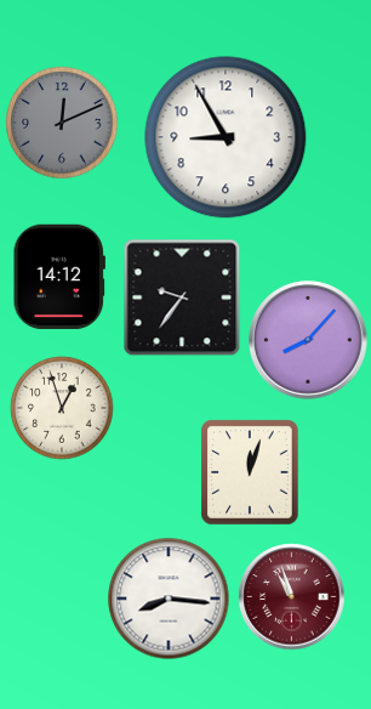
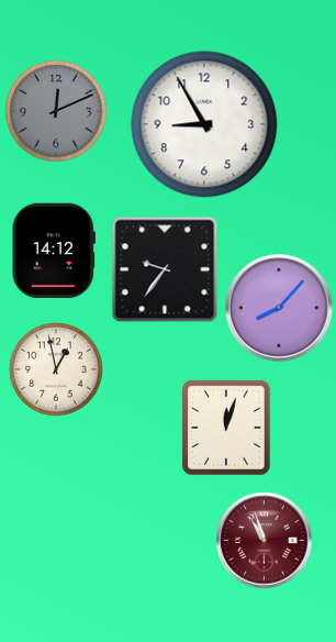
clock at (62, 408): 12:57 -> 12:58
clock at (169, 599): 8:16 -> none
